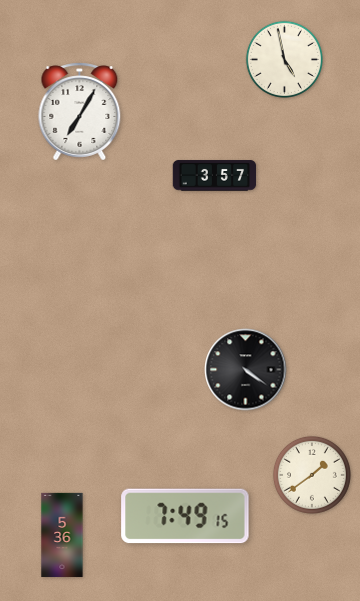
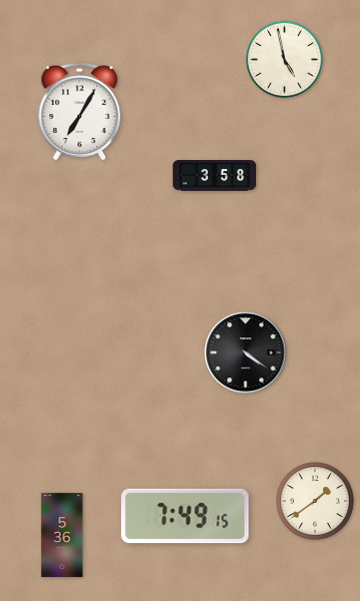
clock at (215, 176): 3:57 -> 3:58
clock at (246, 370) position: (246, 370) -> (246, 353)
clock at (312, 475) position: (312, 475) -> (315, 501)
